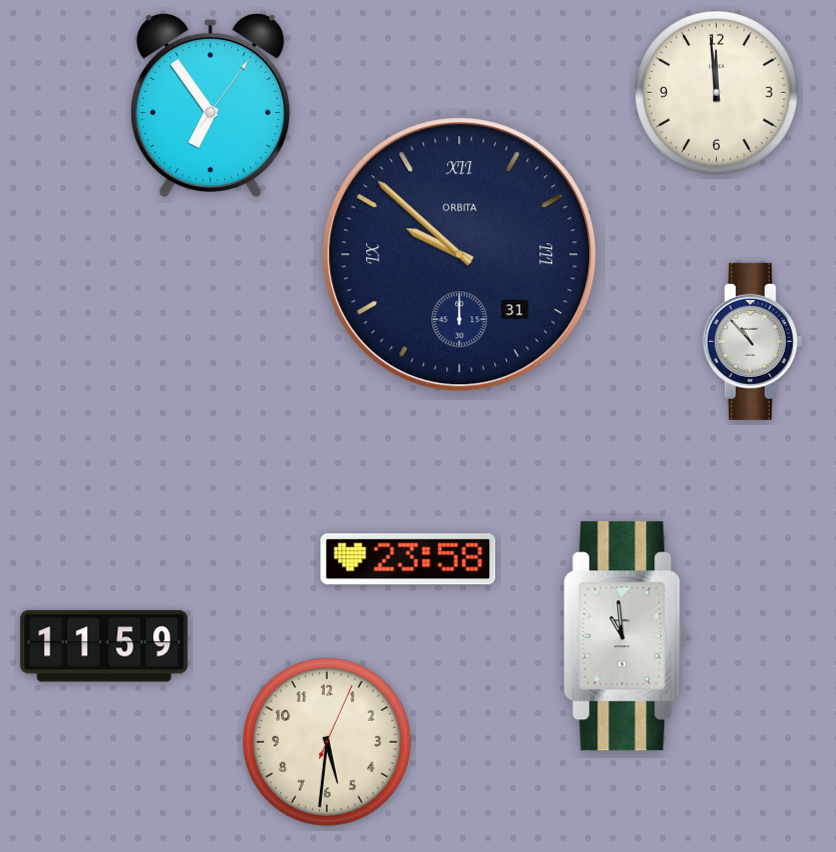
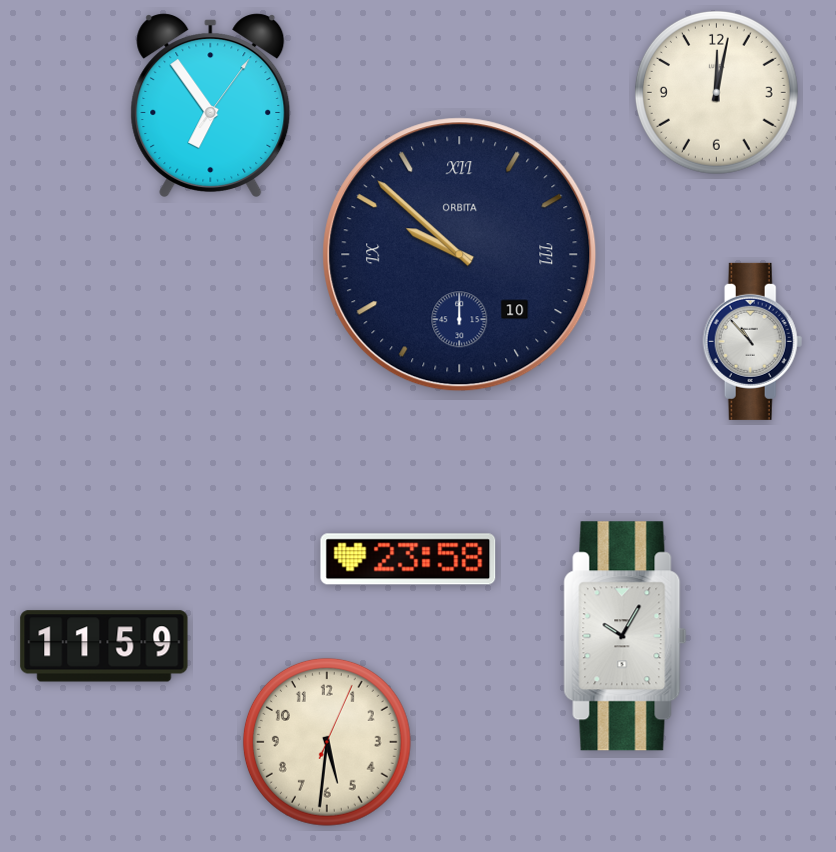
clock at (716, 92): 11:59 -> 12:02
clock at (460, 255) date: 31 -> 10
clock at (625, 636): 10:59 -> 10:05
